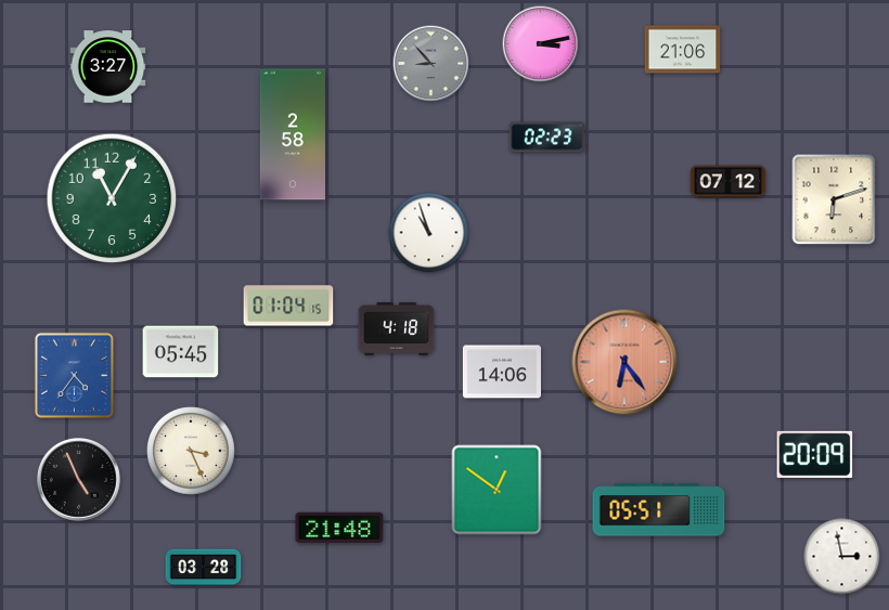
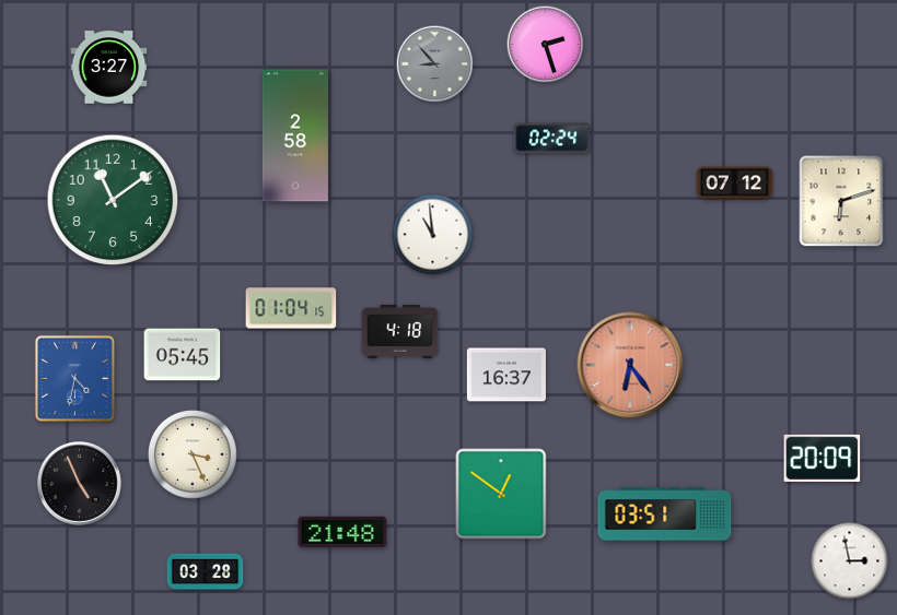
clock at (541, 44): 3:13 -> 2:27
clock at (683, 50): 21:06 -> none
clock at (547, 138): 02:23 -> 02:24
clock at (112, 198): 11:05 -> 11:09
clock at (429, 233): 10:57 -> 10:59
clock at (502, 372): 14:06 -> 16:37
clock at (74, 375): 4:36 -> 4:32
clock at (659, 510): 05:51 -> 03:51
